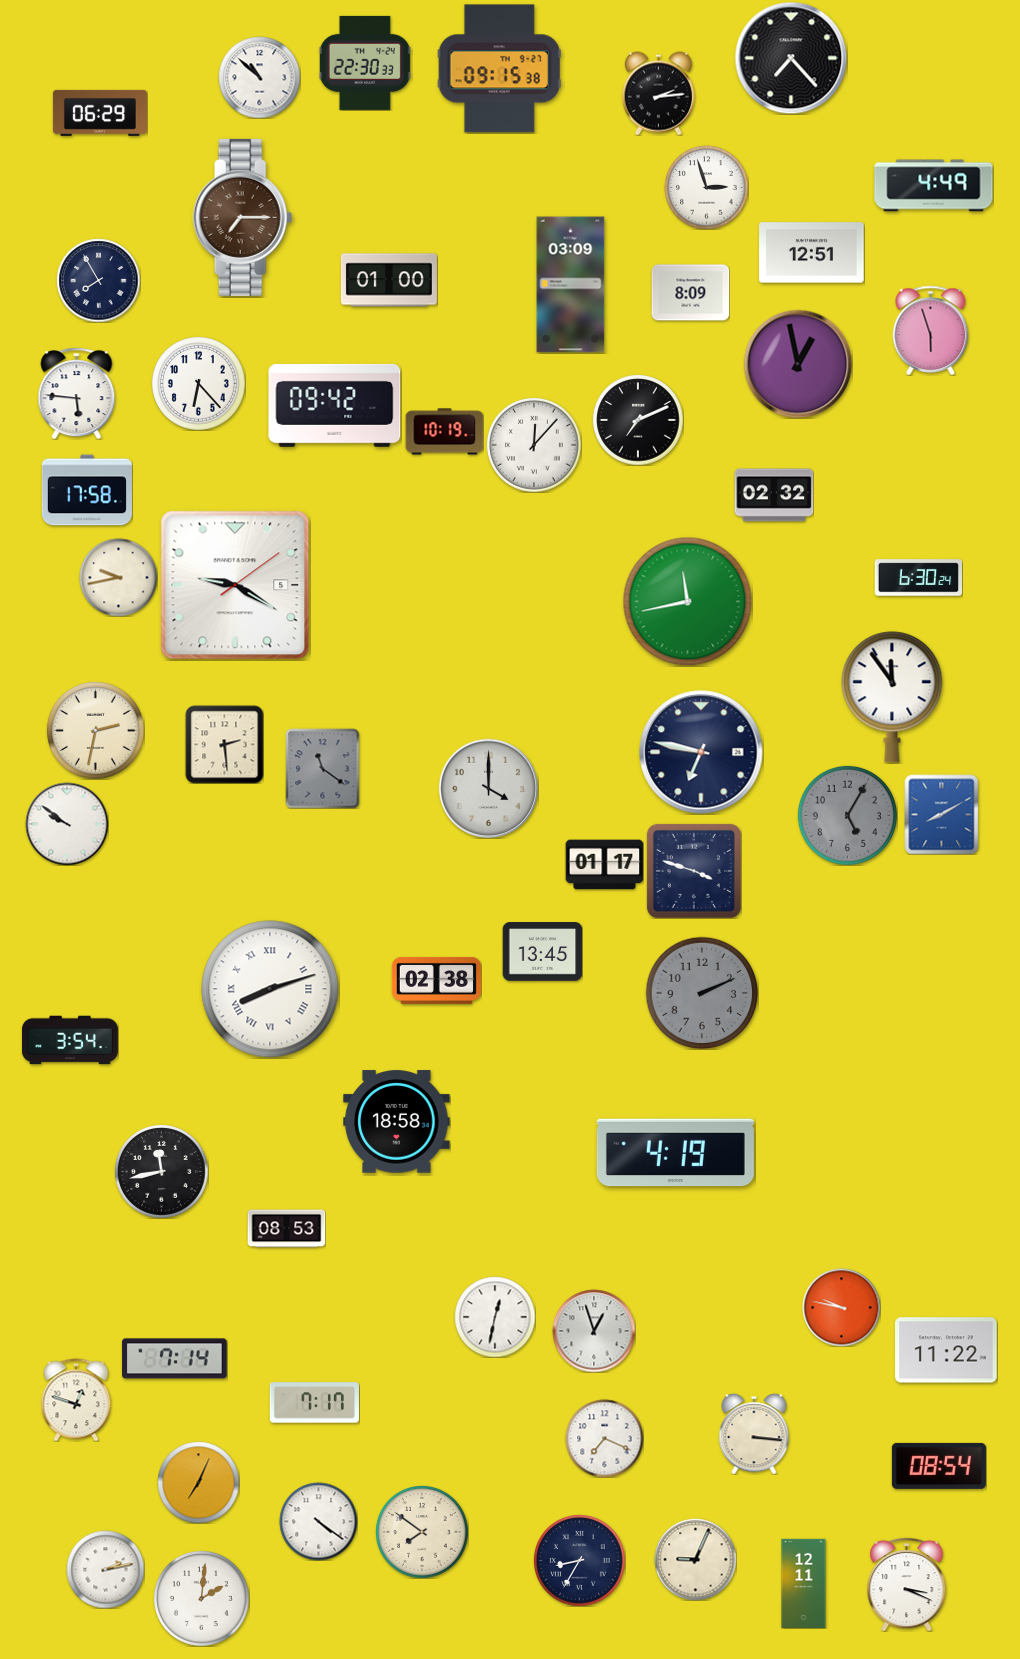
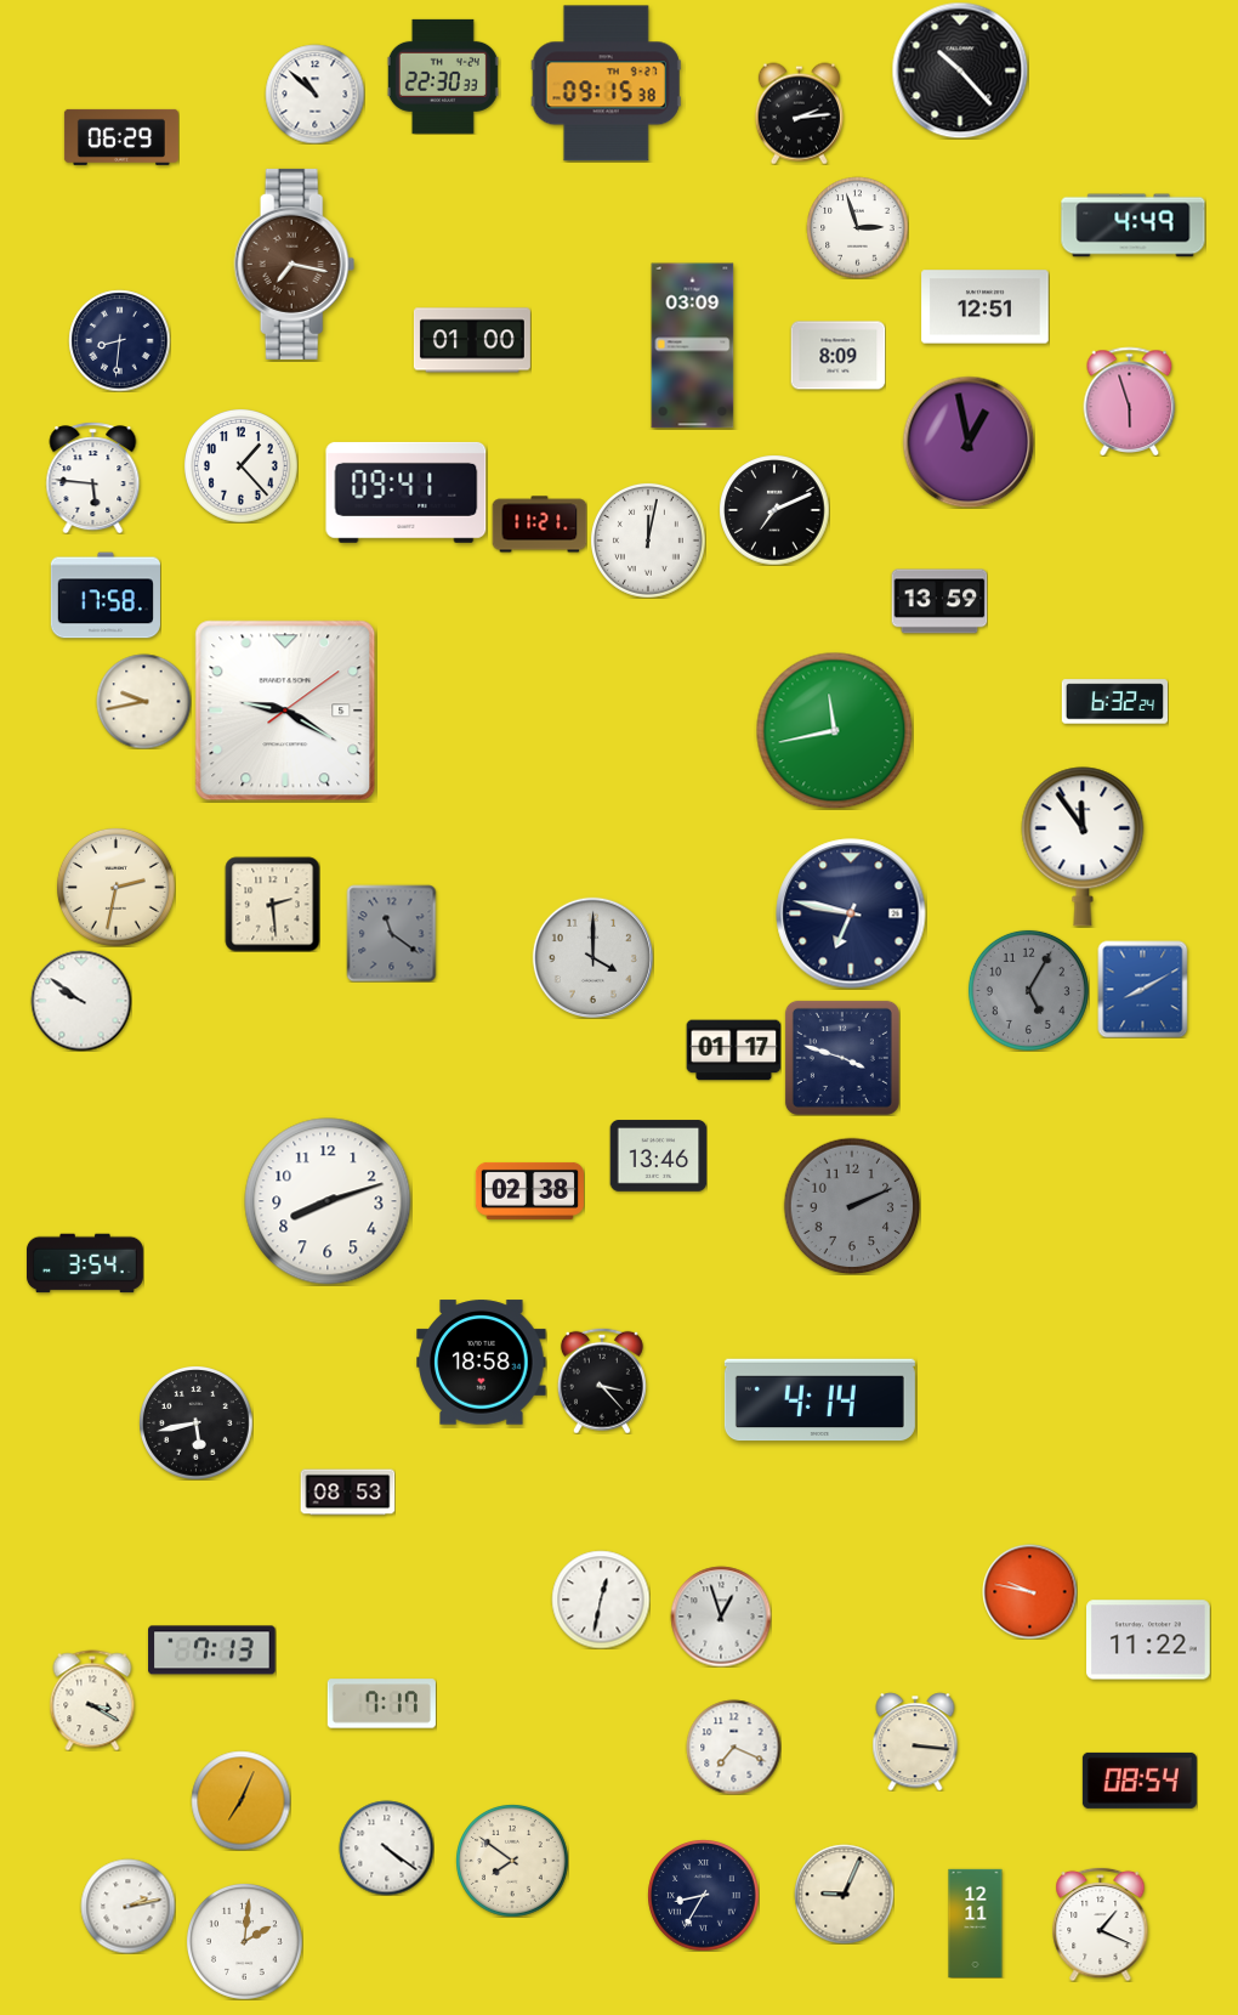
clock at (791, 58): 7:23 -> 10:23
clock at (243, 217): 7:15 -> 7:17
clock at (98, 280): 7:55 -> 8:31
clock at (199, 384): 6:23 -> 1:23
clock at (335, 405): 09:42 -> 09:41
clock at (444, 432): 10:19 -> 11:21
clock at (534, 445): 12:07 -> 12:02
clock at (774, 495): 02:32 -> 13:59
clock at (918, 578): 6:30 -> 6:32
clock at (542, 952): 13:45 -> 13:46
clock at (270, 989) numerals: Roman -> Arabic
clock at (602, 1381): none -> 3:23
clock at (675, 1153): 4:19 -> 4:14
clock at (162, 1172): 11:43 -> 5:43
clock at (841, 1307) position: (841, 1307) -> (1029, 1591)
clock at (175, 1359): 7:14 -> 7:13
clock at (76, 1400): 12:48 -> 3:20
clock at (907, 1584): 3:19 -> 1:19
